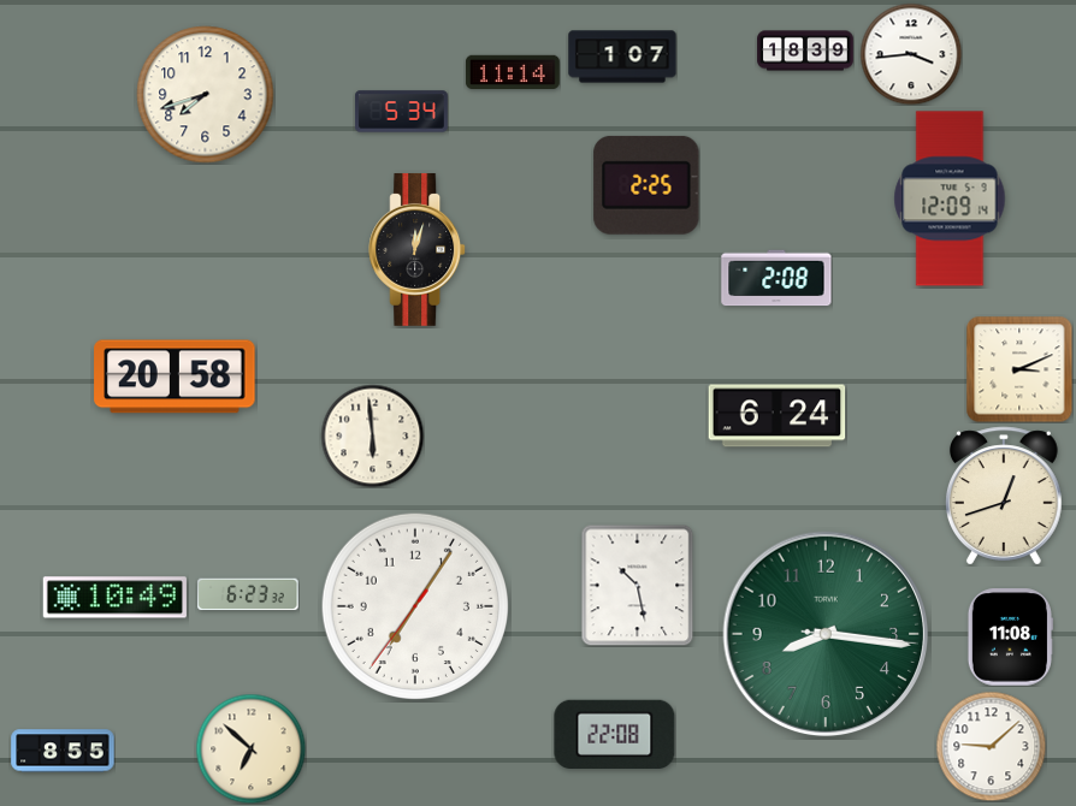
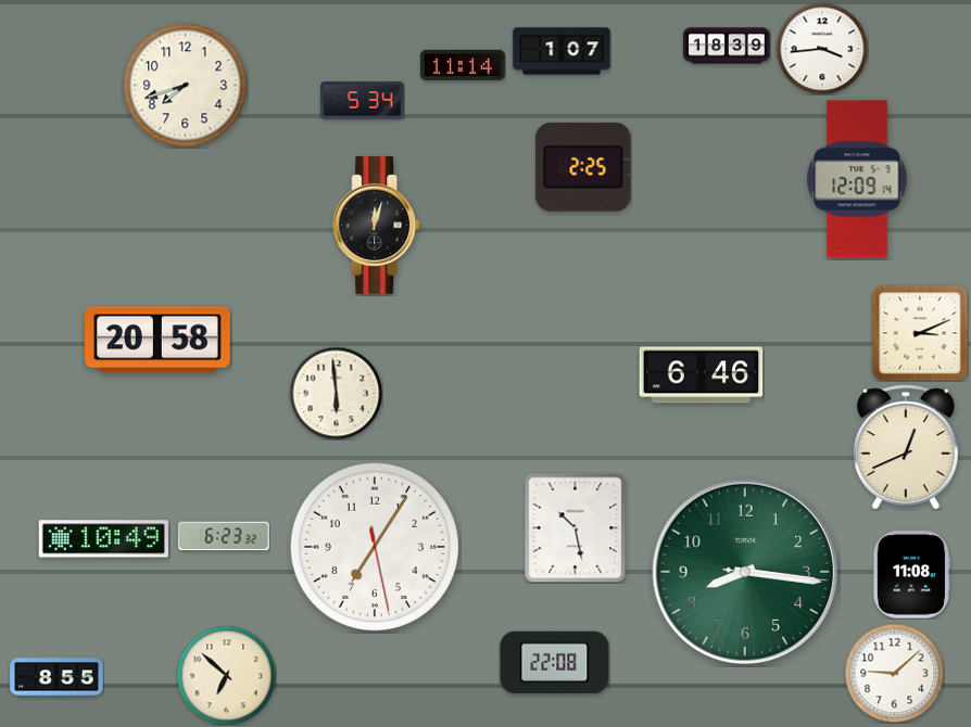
clock at (776, 278): 2:08 -> none
clock at (778, 416): 6:24 -> 6:46
clock at (1004, 496): 12:42 -> 12:41
clock at (414, 605): 7:05:36 -> 7:05:28
